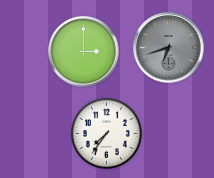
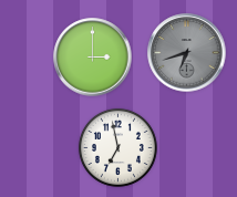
clock at (106, 133): 7:36 -> 6:58
